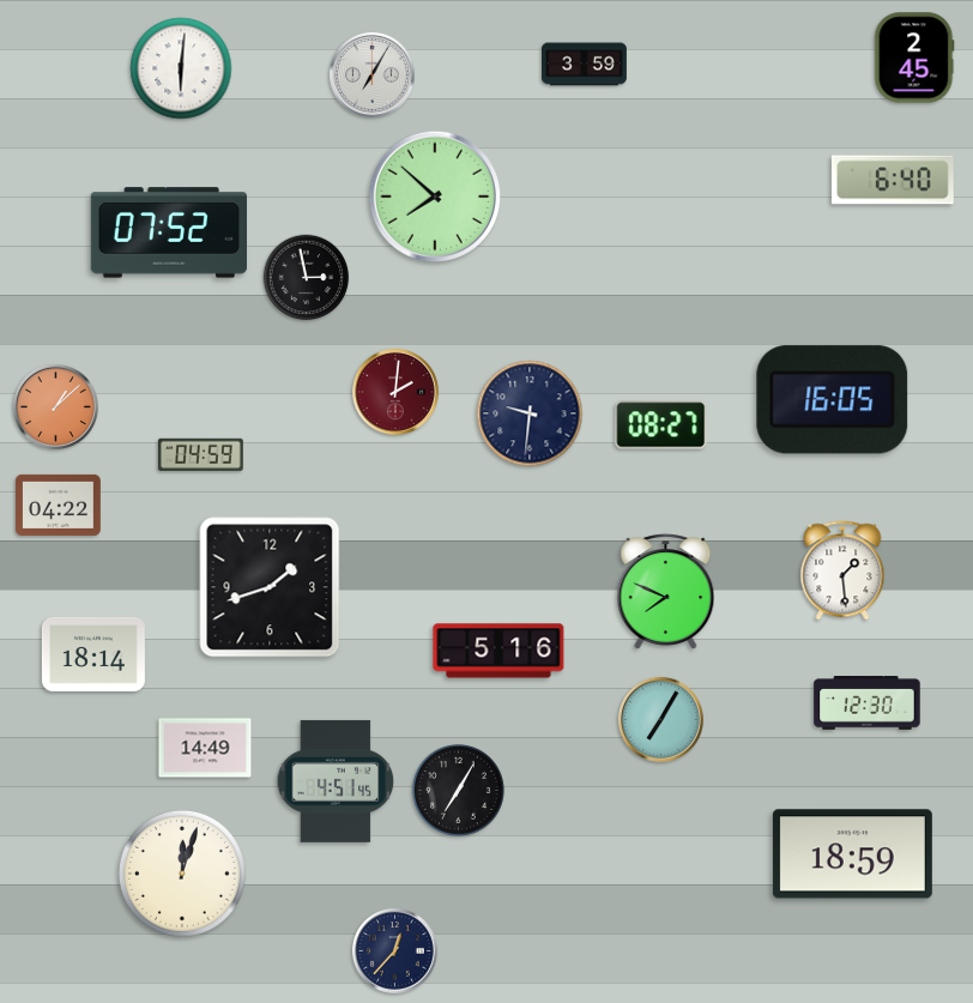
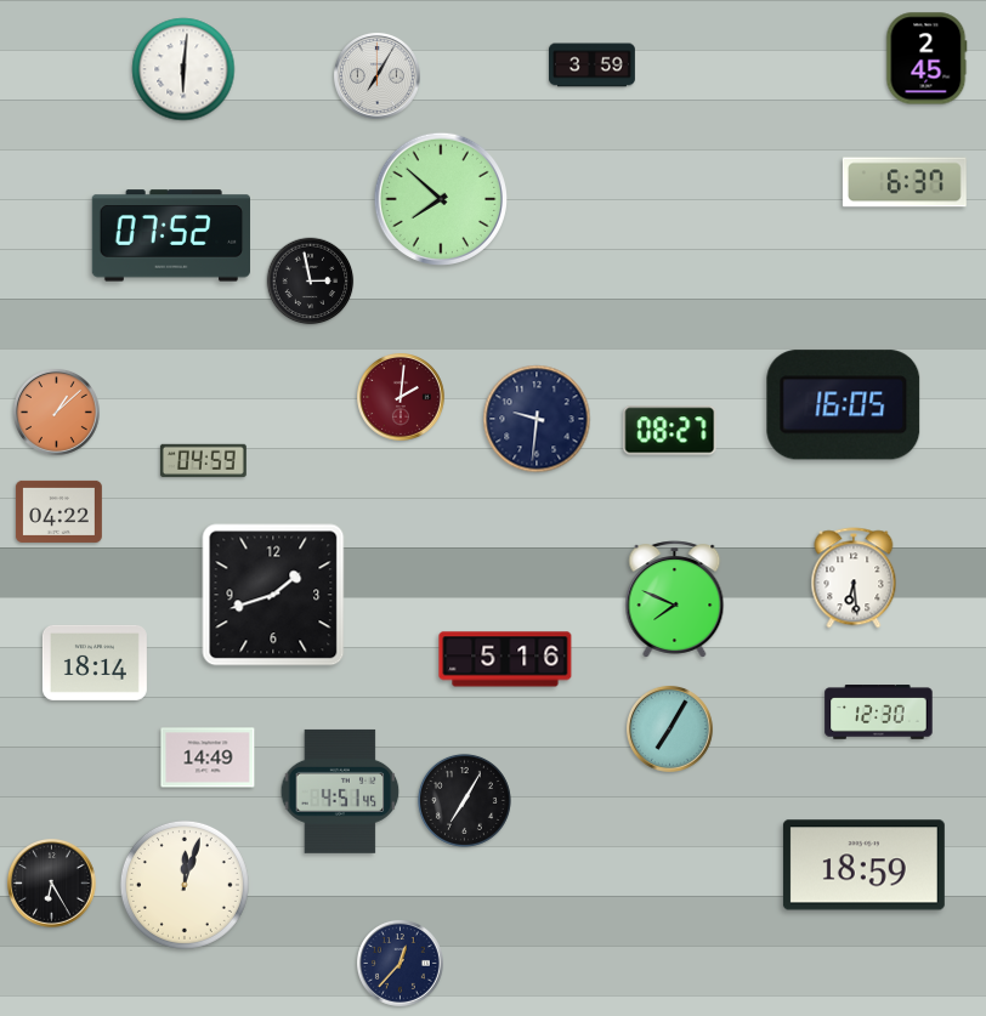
clock at (893, 180): 6:40 -> 6:37
clock at (842, 570): 1:29 -> 6:29
clock at (52, 884): none -> 6:25
